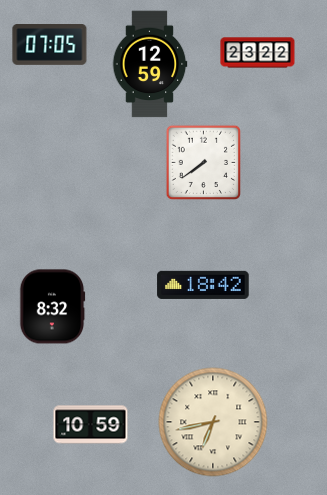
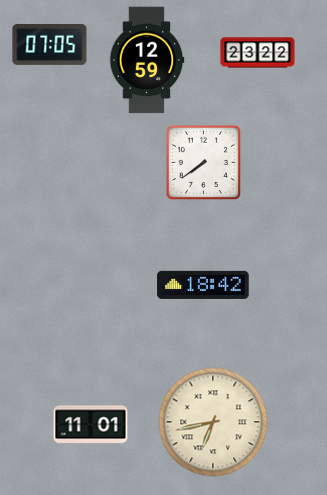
clock at (150, 64) position: (150, 64) -> (147, 60)
clock at (52, 307): 8:32 -> none
clock at (91, 425): 10:59 -> 11:01
